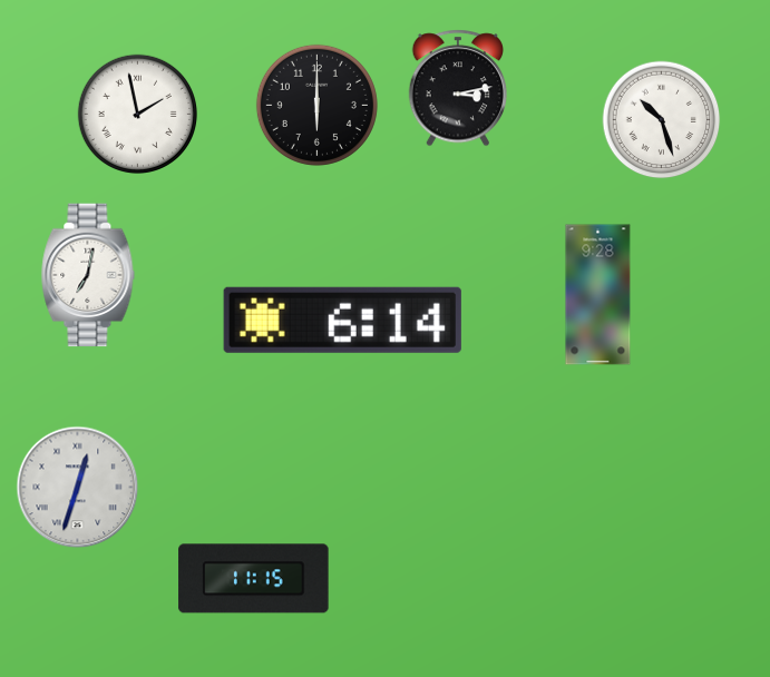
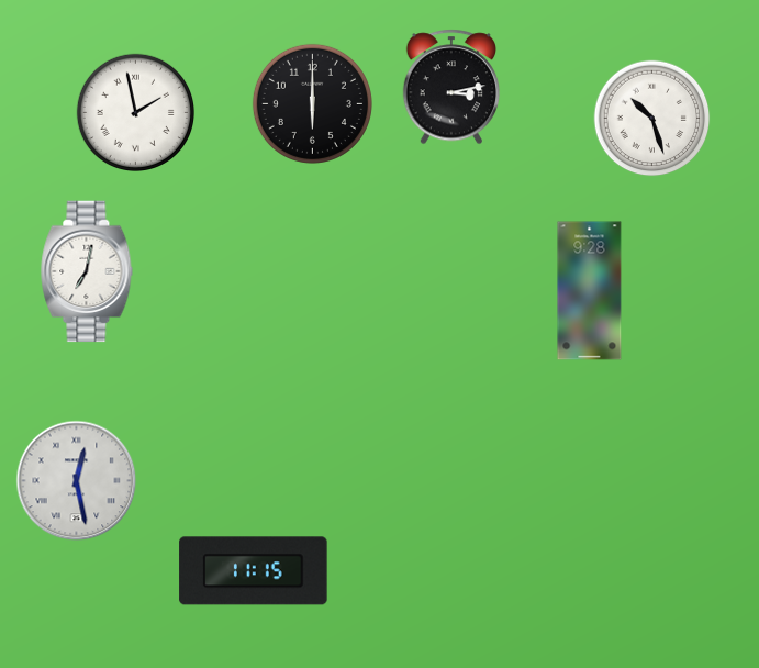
clock at (342, 320): 6:14 -> none
clock at (78, 488): 12:33 -> 12:28
clock at (254, 579) position: (254, 579) -> (254, 571)
